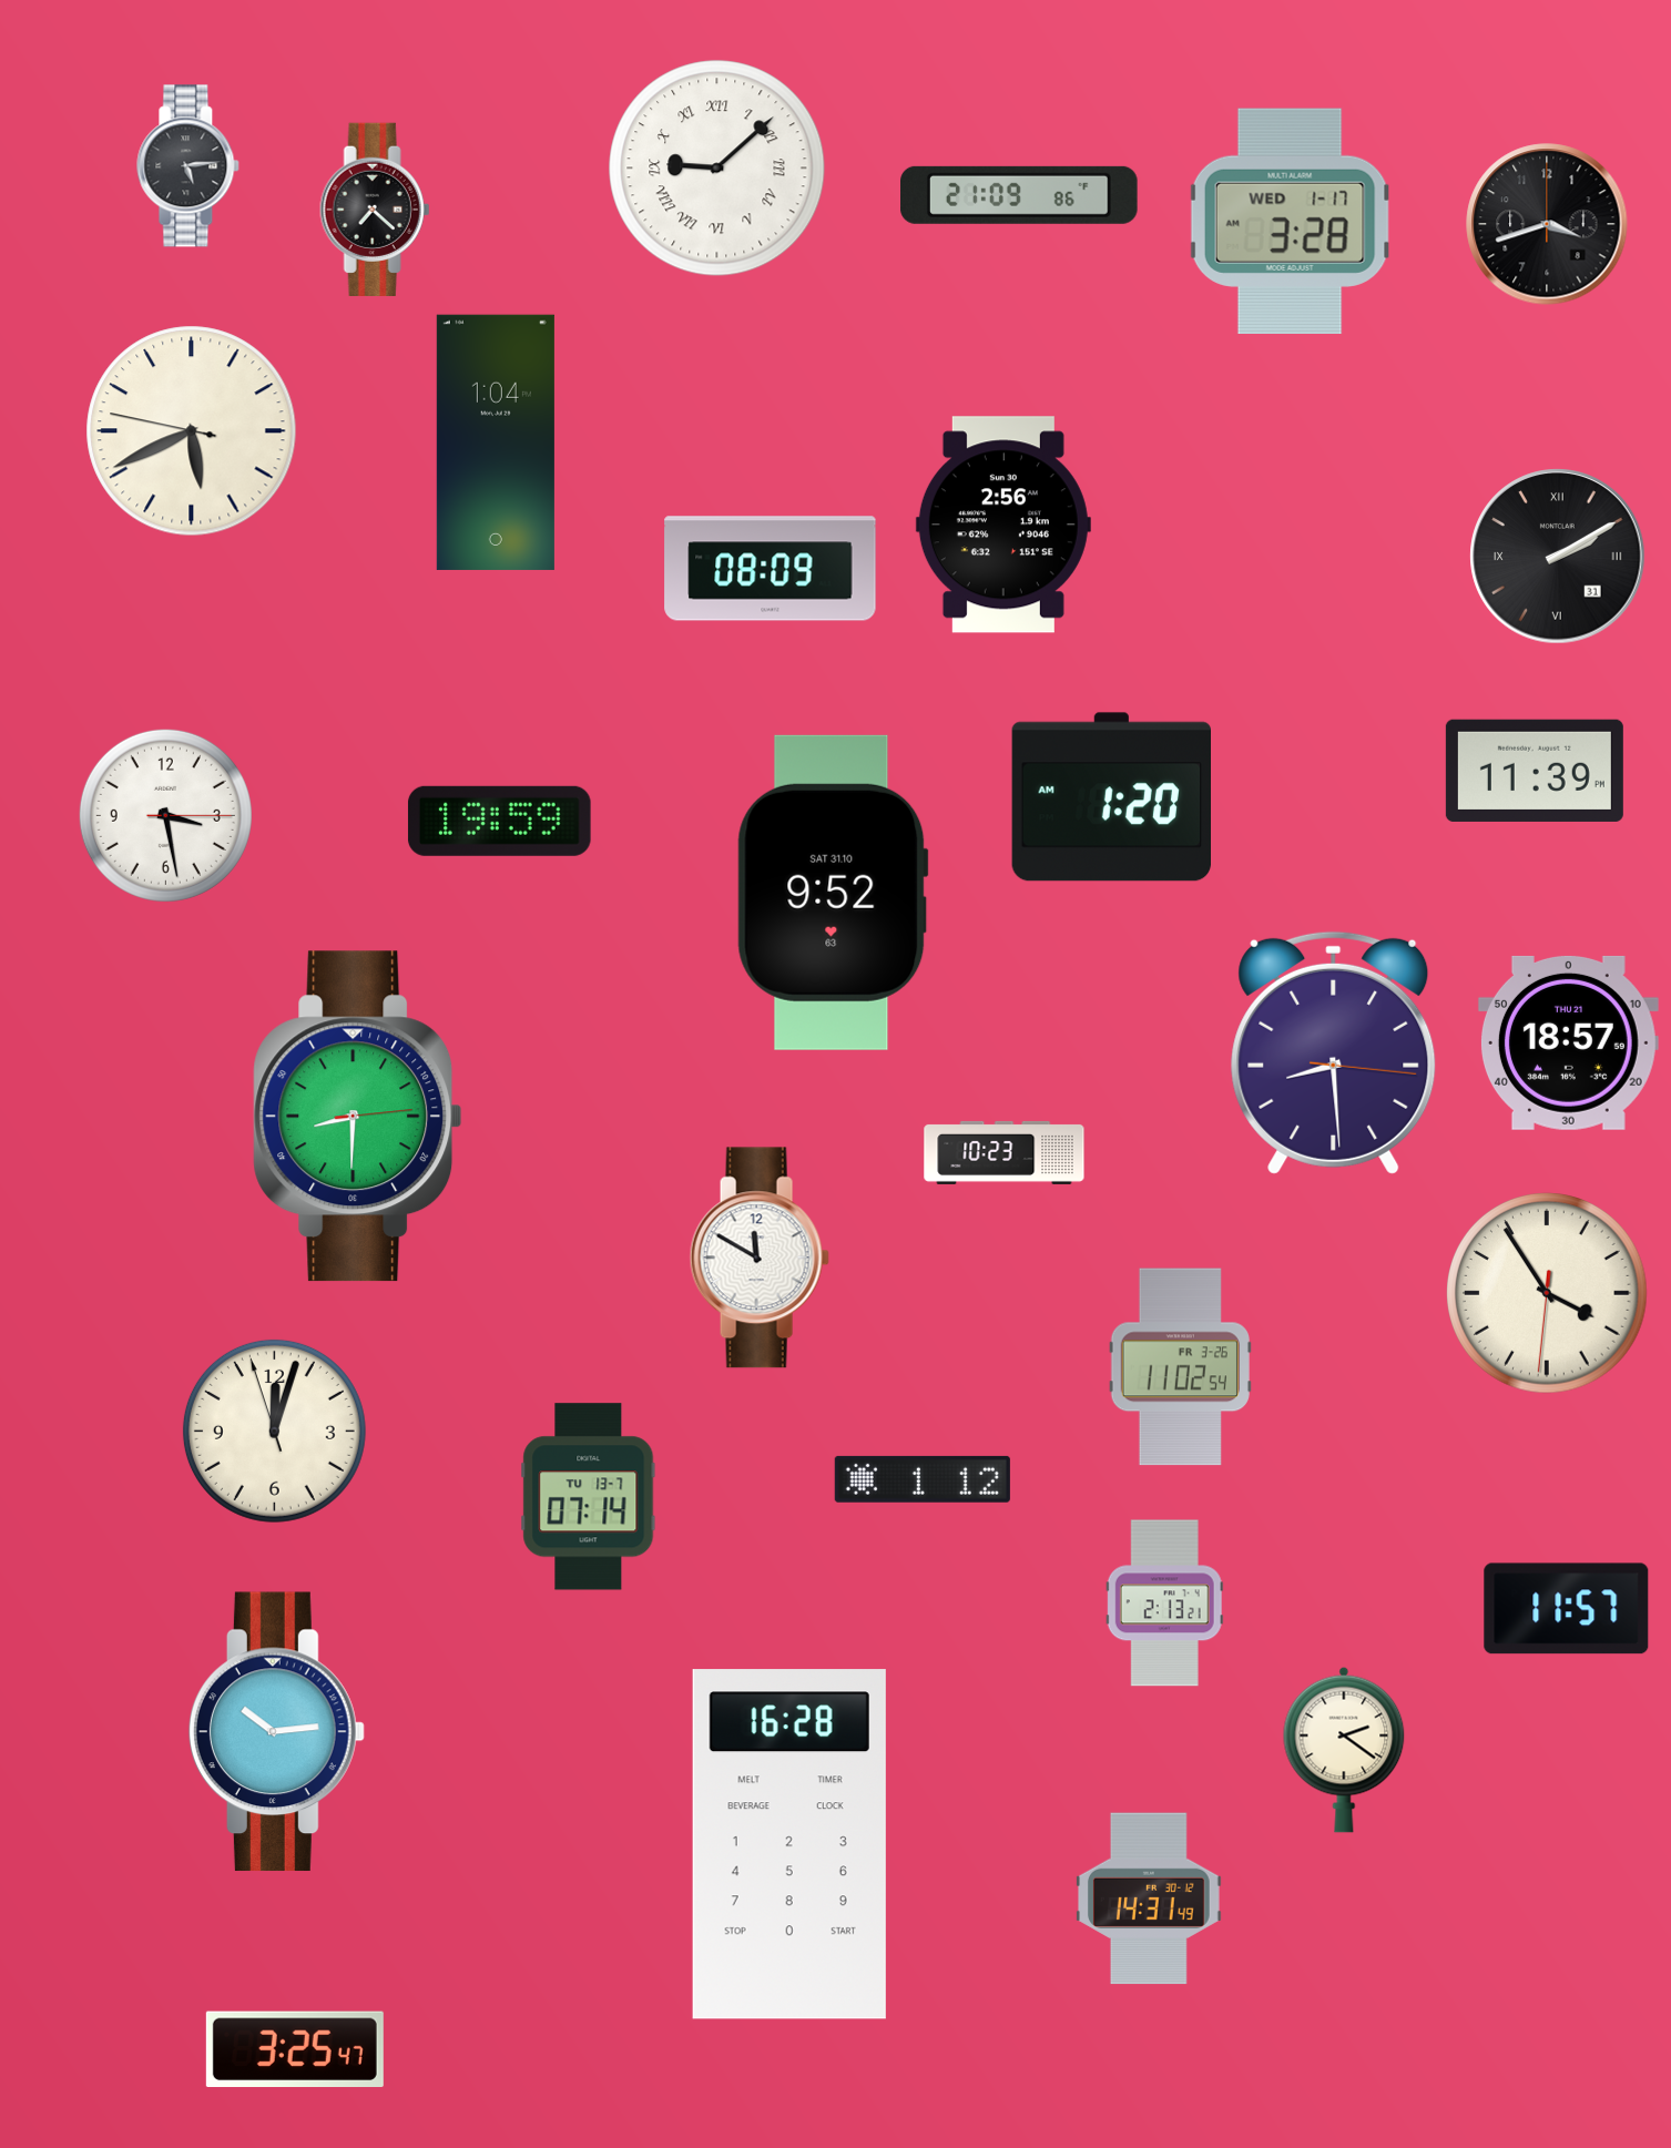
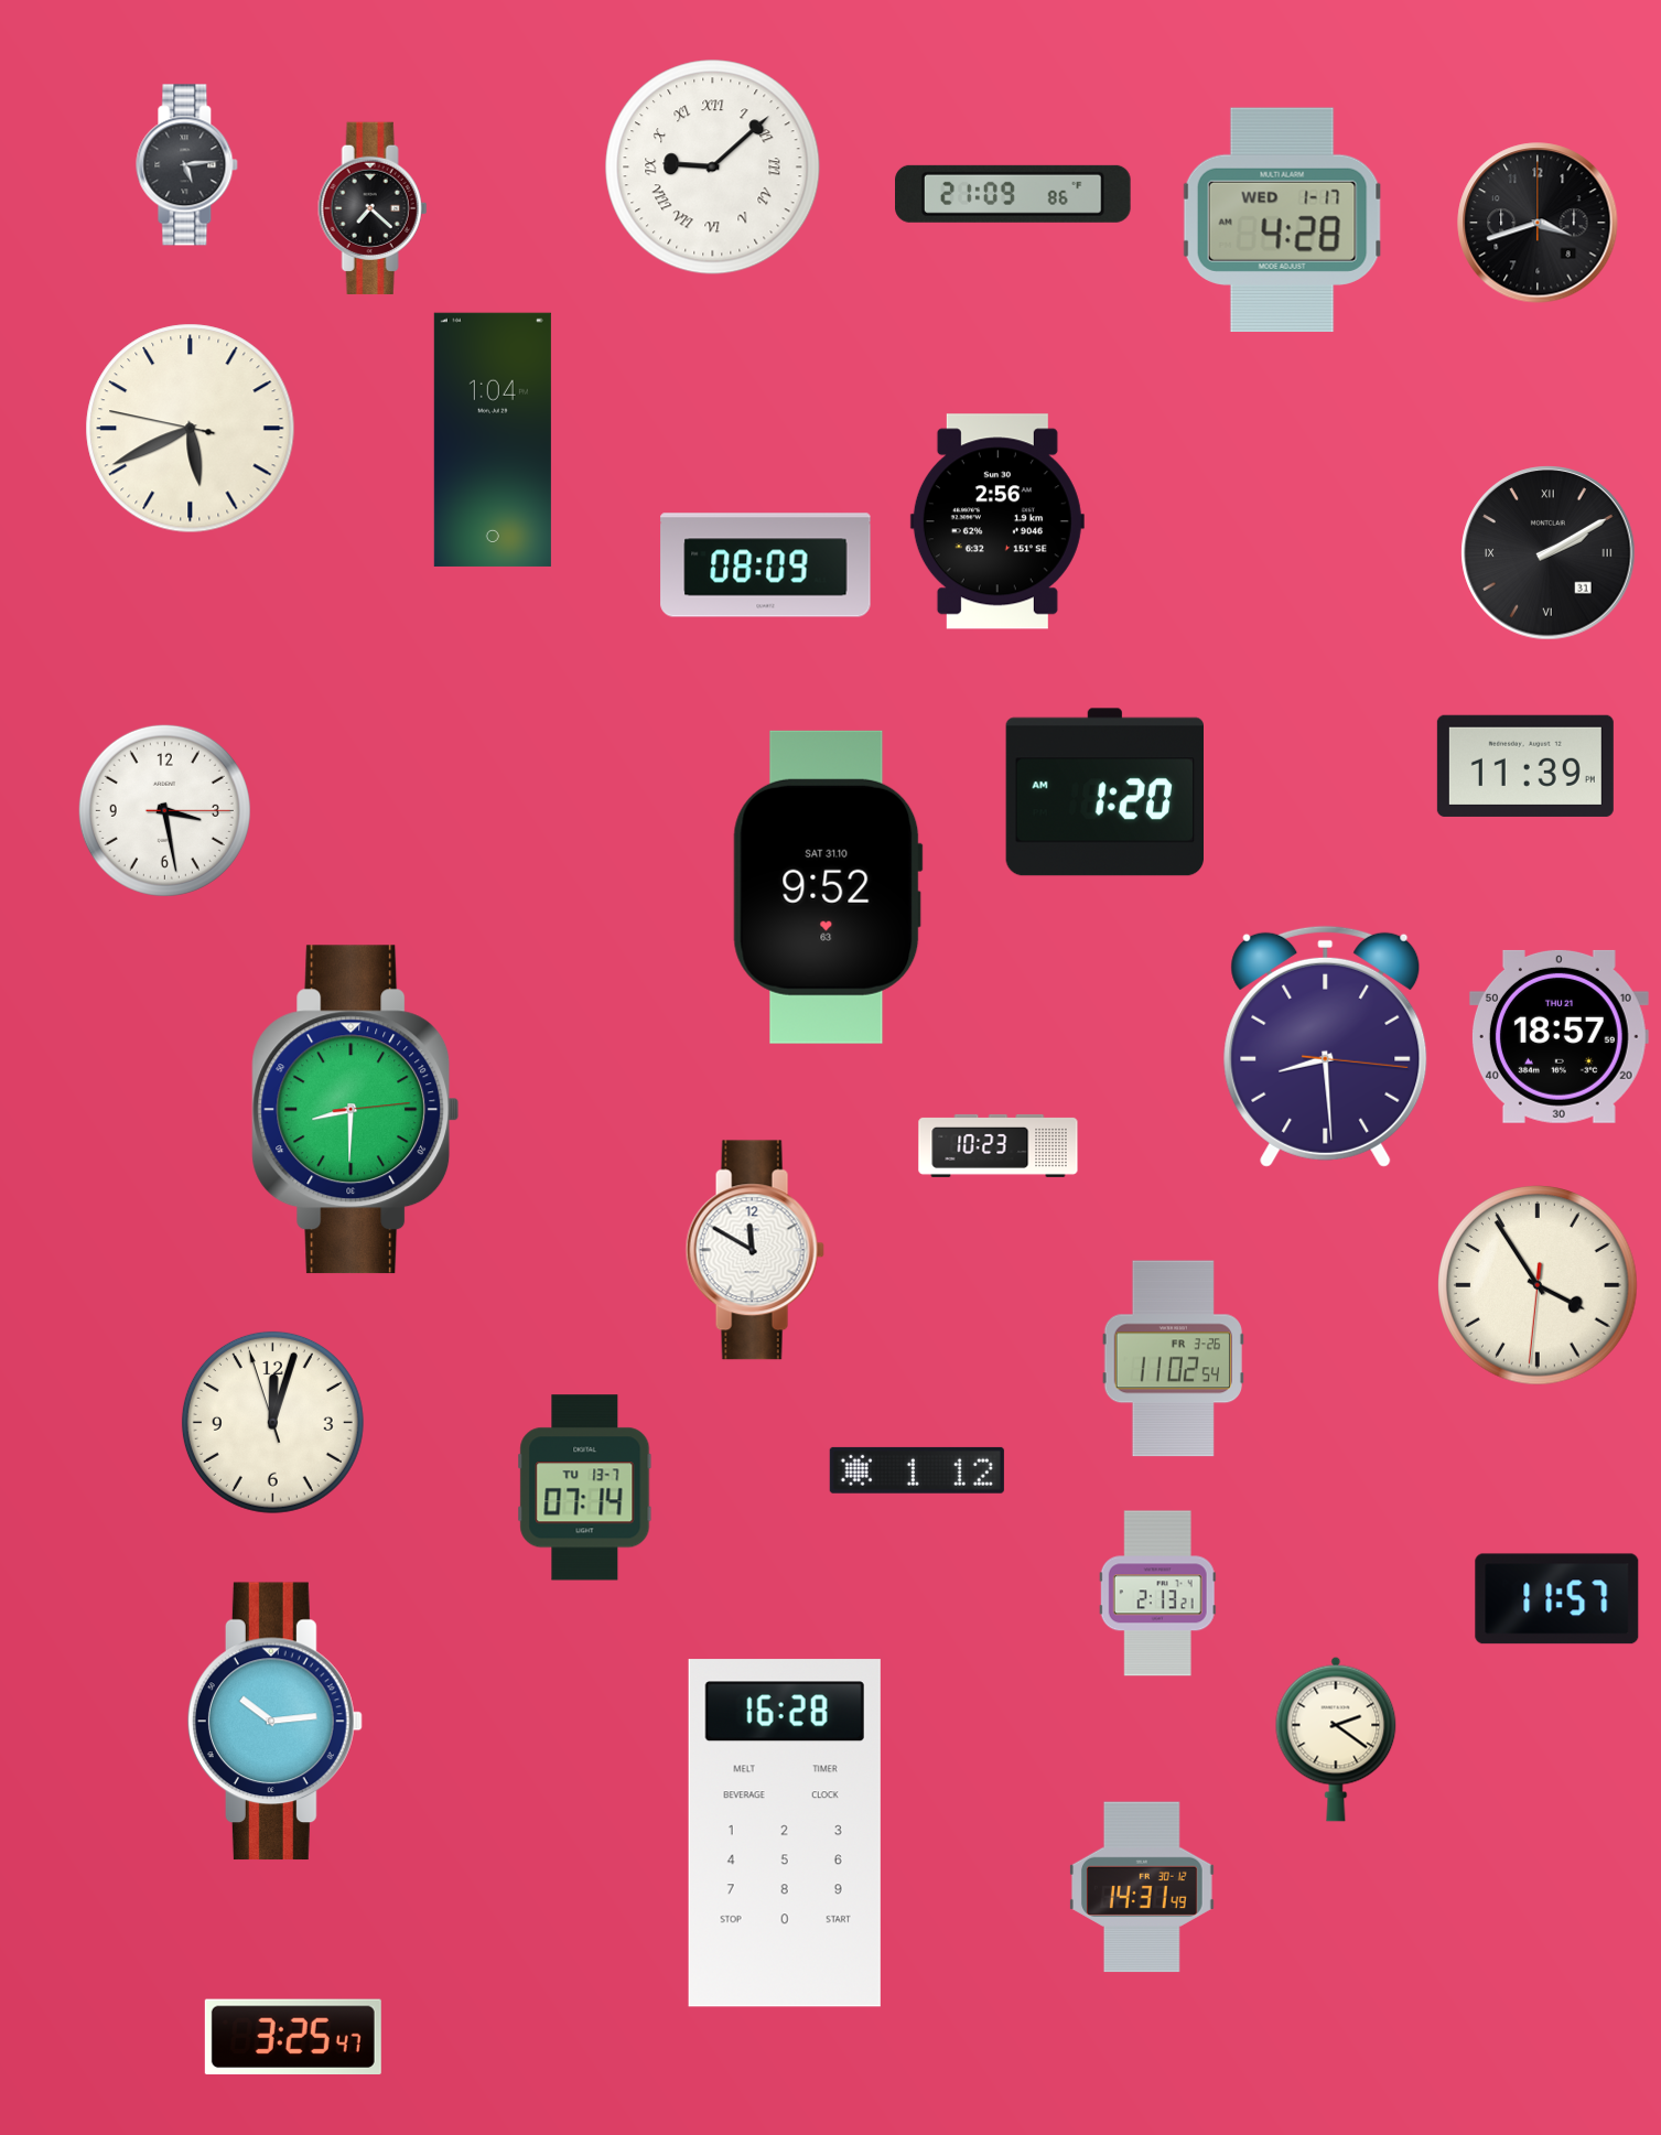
clock at (1291, 221): 3:28 -> 4:28
clock at (499, 821): 19:59 -> none
